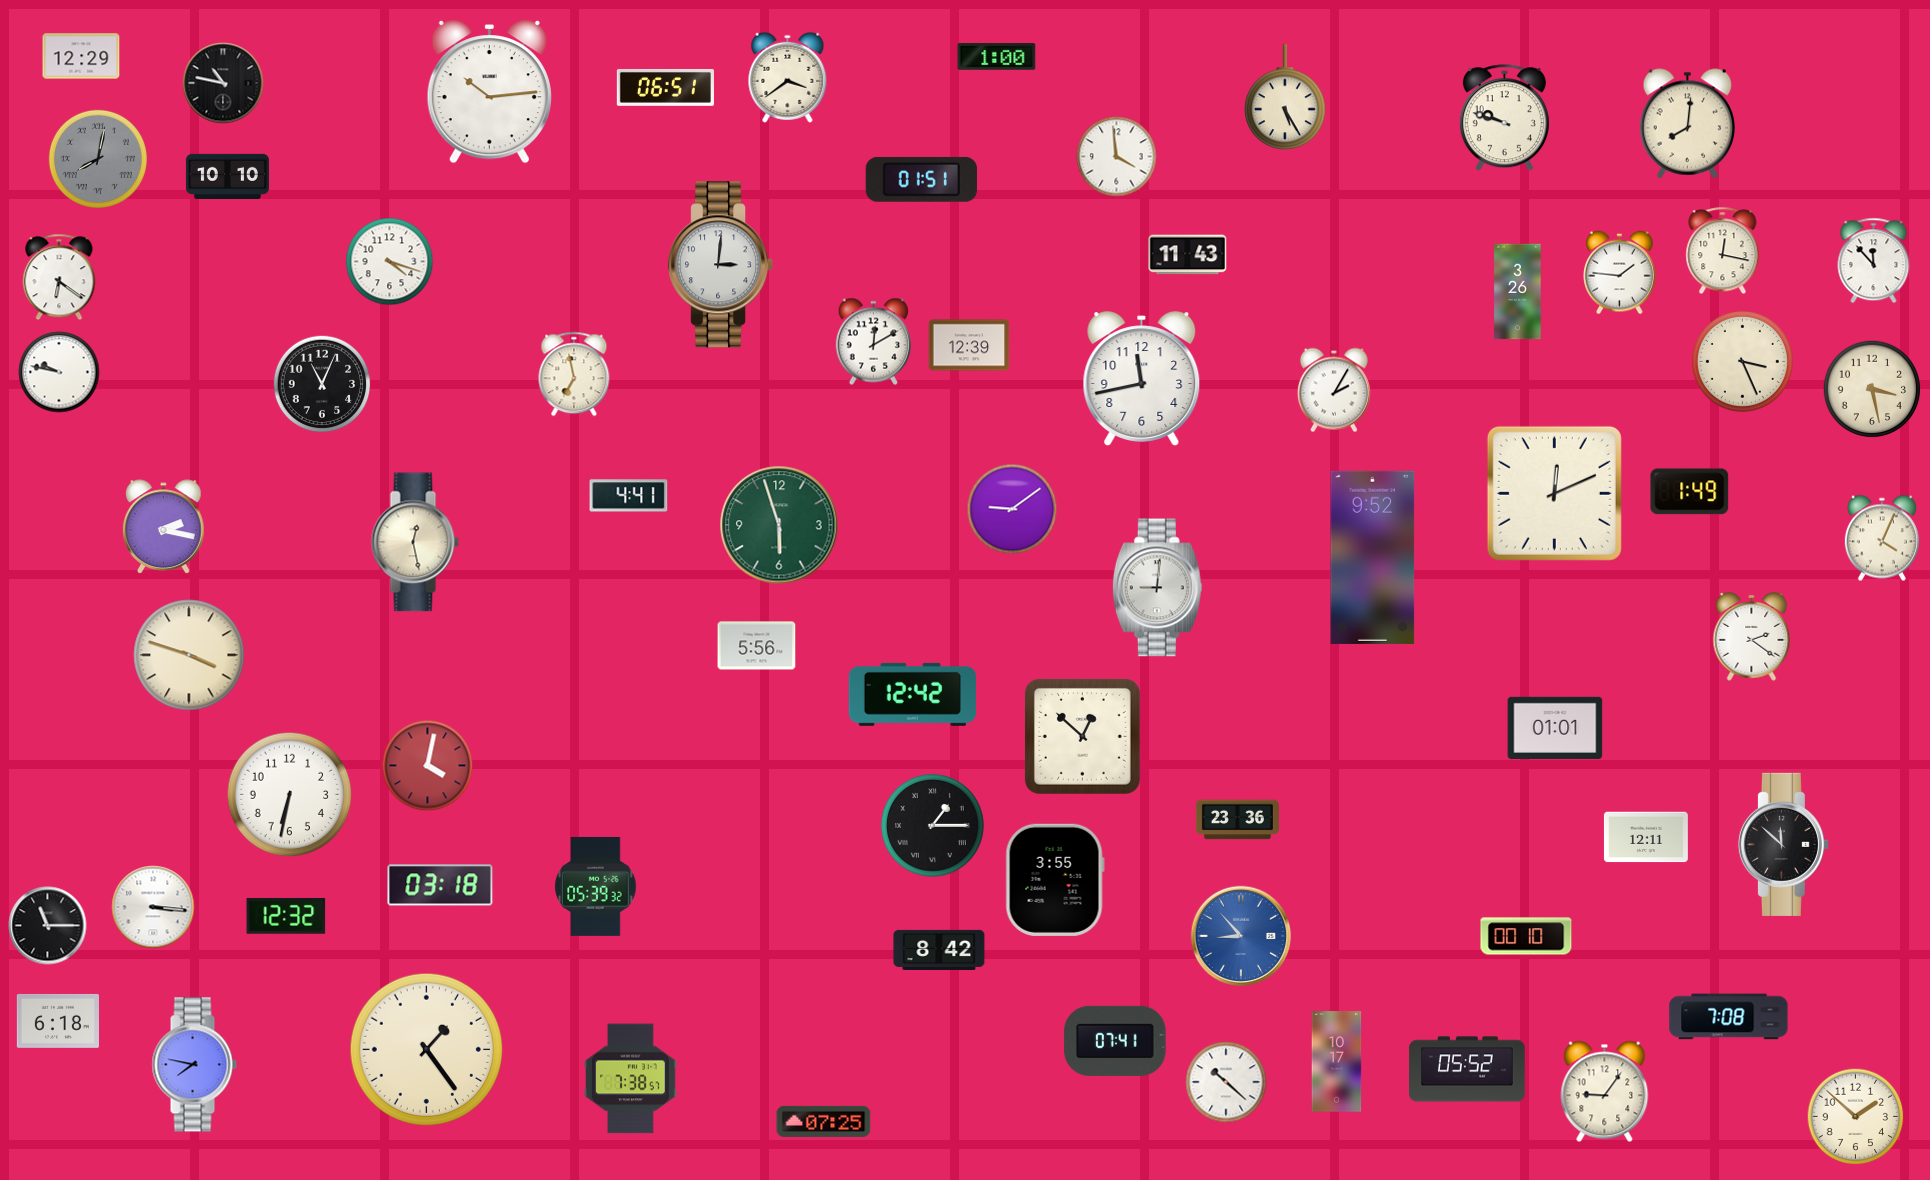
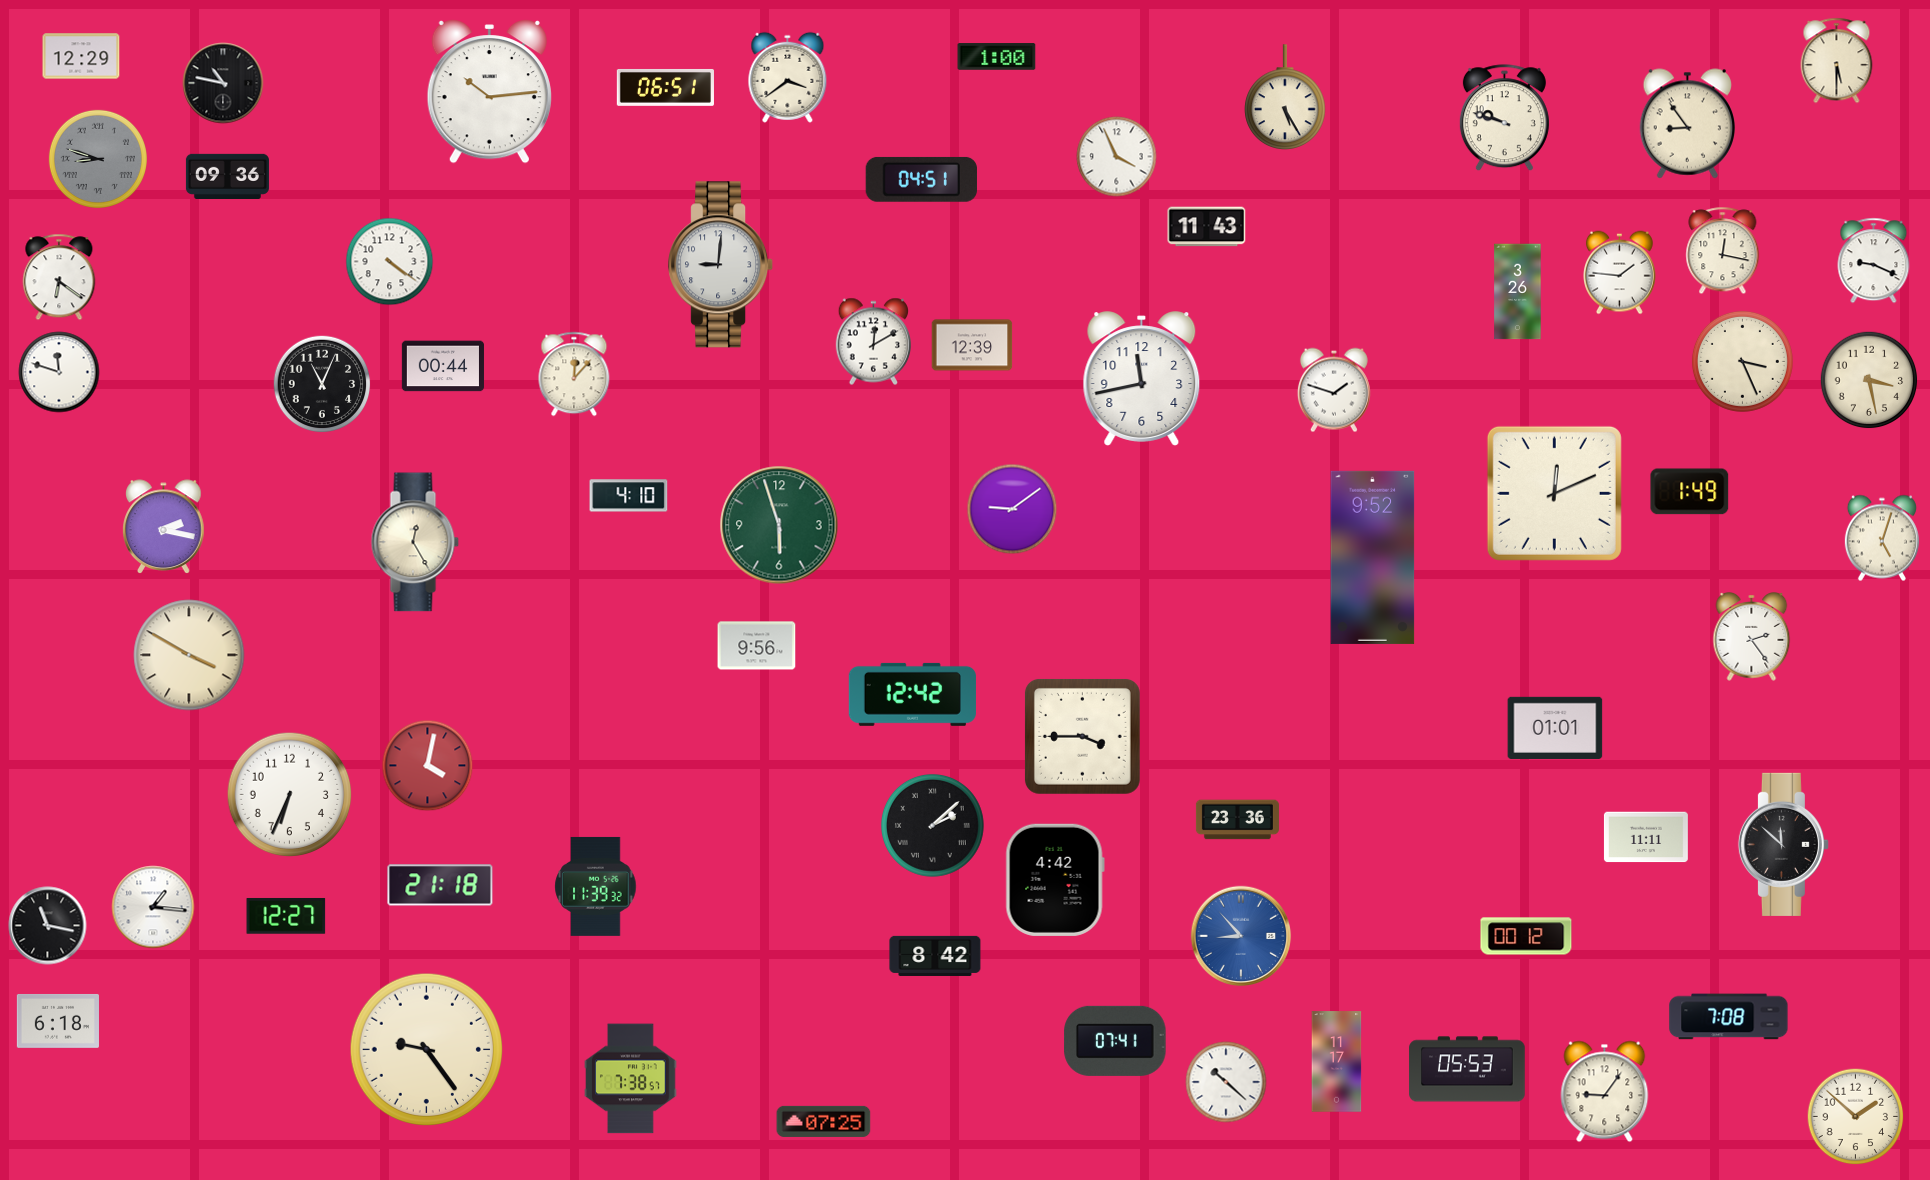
clock at (1837, 61): none -> 5:30
clock at (1687, 124): 8:01 -> 8:54
clock at (1117, 157): 3:59 -> 3:56
clock at (98, 159): 8:02 -> 8:48
clock at (227, 176): 10:10 -> 09:36
clock at (921, 179): 01:51 -> 04:51
clock at (1188, 255) position: (1188, 255) -> (1207, 227)
clock at (1874, 261): 11:53 -> 9:19
clock at (390, 262): 4:18 -> 4:21
clock at (721, 265): 3:01 -> 9:01
clock at (969, 345) position: (969, 345) -> (972, 345)
clock at (443, 366): none -> 00:44
clock at (59, 372): 9:47 -> 11:48
clock at (574, 374): 6:58 -> 12:07
clock at (1872, 389) position: (1872, 389) -> (1869, 380)
clock at (1334, 390): 2:05 -> 1:48
clock at (629, 496): 4:41 -> 4:10
clock at (1882, 538): 4:04 -> 5:03
clock at (415, 542): 12:28 -> 12:25
clock at (1157, 588): 9:01 -> none
clock at (1752, 637): 2:21 -> 2:24
clock at (757, 646): 5:56 -> 9:56
clock at (189, 655): 3:48 -> 3:50
clock at (1082, 736): 12:52 -> 3:45
clock at (290, 795): 6:32 -> 6:34
clock at (932, 825): 1:15 -> 2:08
clock at (1646, 837): 12:11 -> 11:11
clock at (1055, 880): 3:55 -> 4:42
clock at (440, 885): 03:18 -> 21:18
clock at (596, 886): 05:39 -> 11:39
clock at (153, 907): 3:16 -> 1:16
clock at (286, 916): 12:32 -> 12:27
clock at (48, 926): 11:15 -> 11:17
clock at (1526, 936): 00:10 -> 00:12
clock at (939, 950) position: (939, 950) -> (935, 956)
clock at (427, 1050): 1:24 -> 9:24
clock at (1337, 1062): 10:17 -> 11:17
clock at (194, 1065): 7:47 -> none
clock at (1467, 1069): 05:52 -> 05:53
